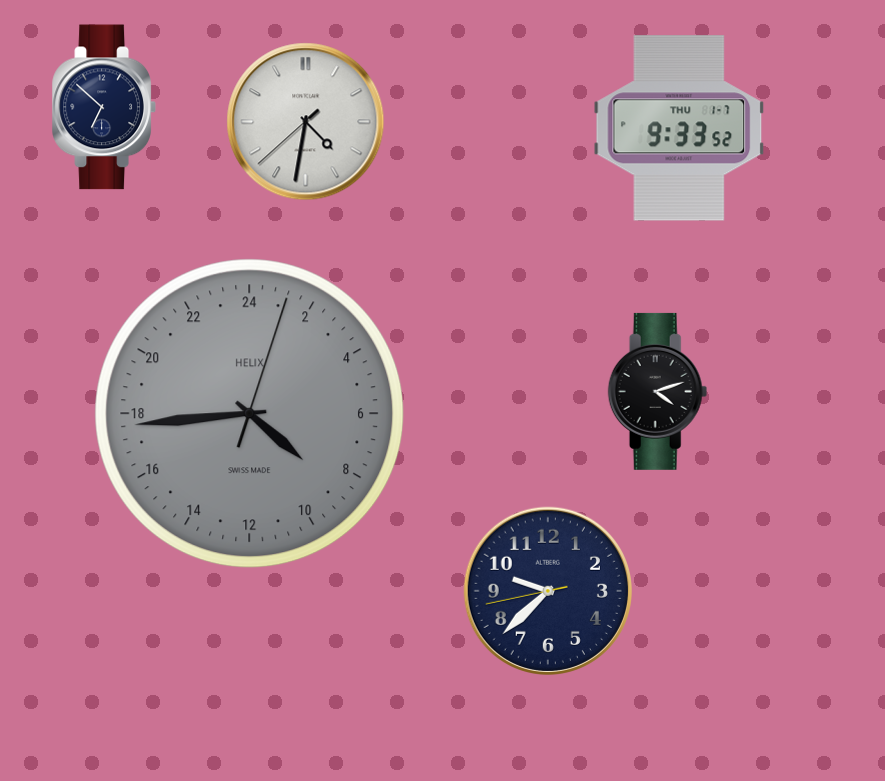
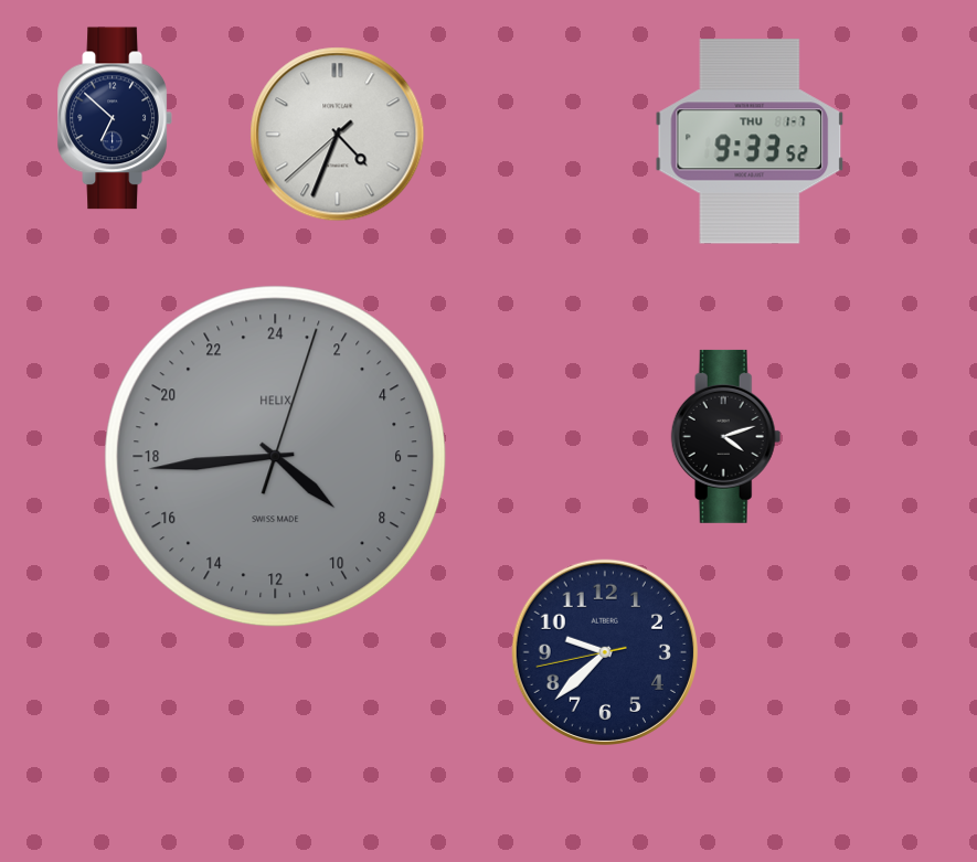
clock at (306, 122): 4:31 -> 4:33
clock at (658, 391) position: (658, 391) -> (726, 436)
